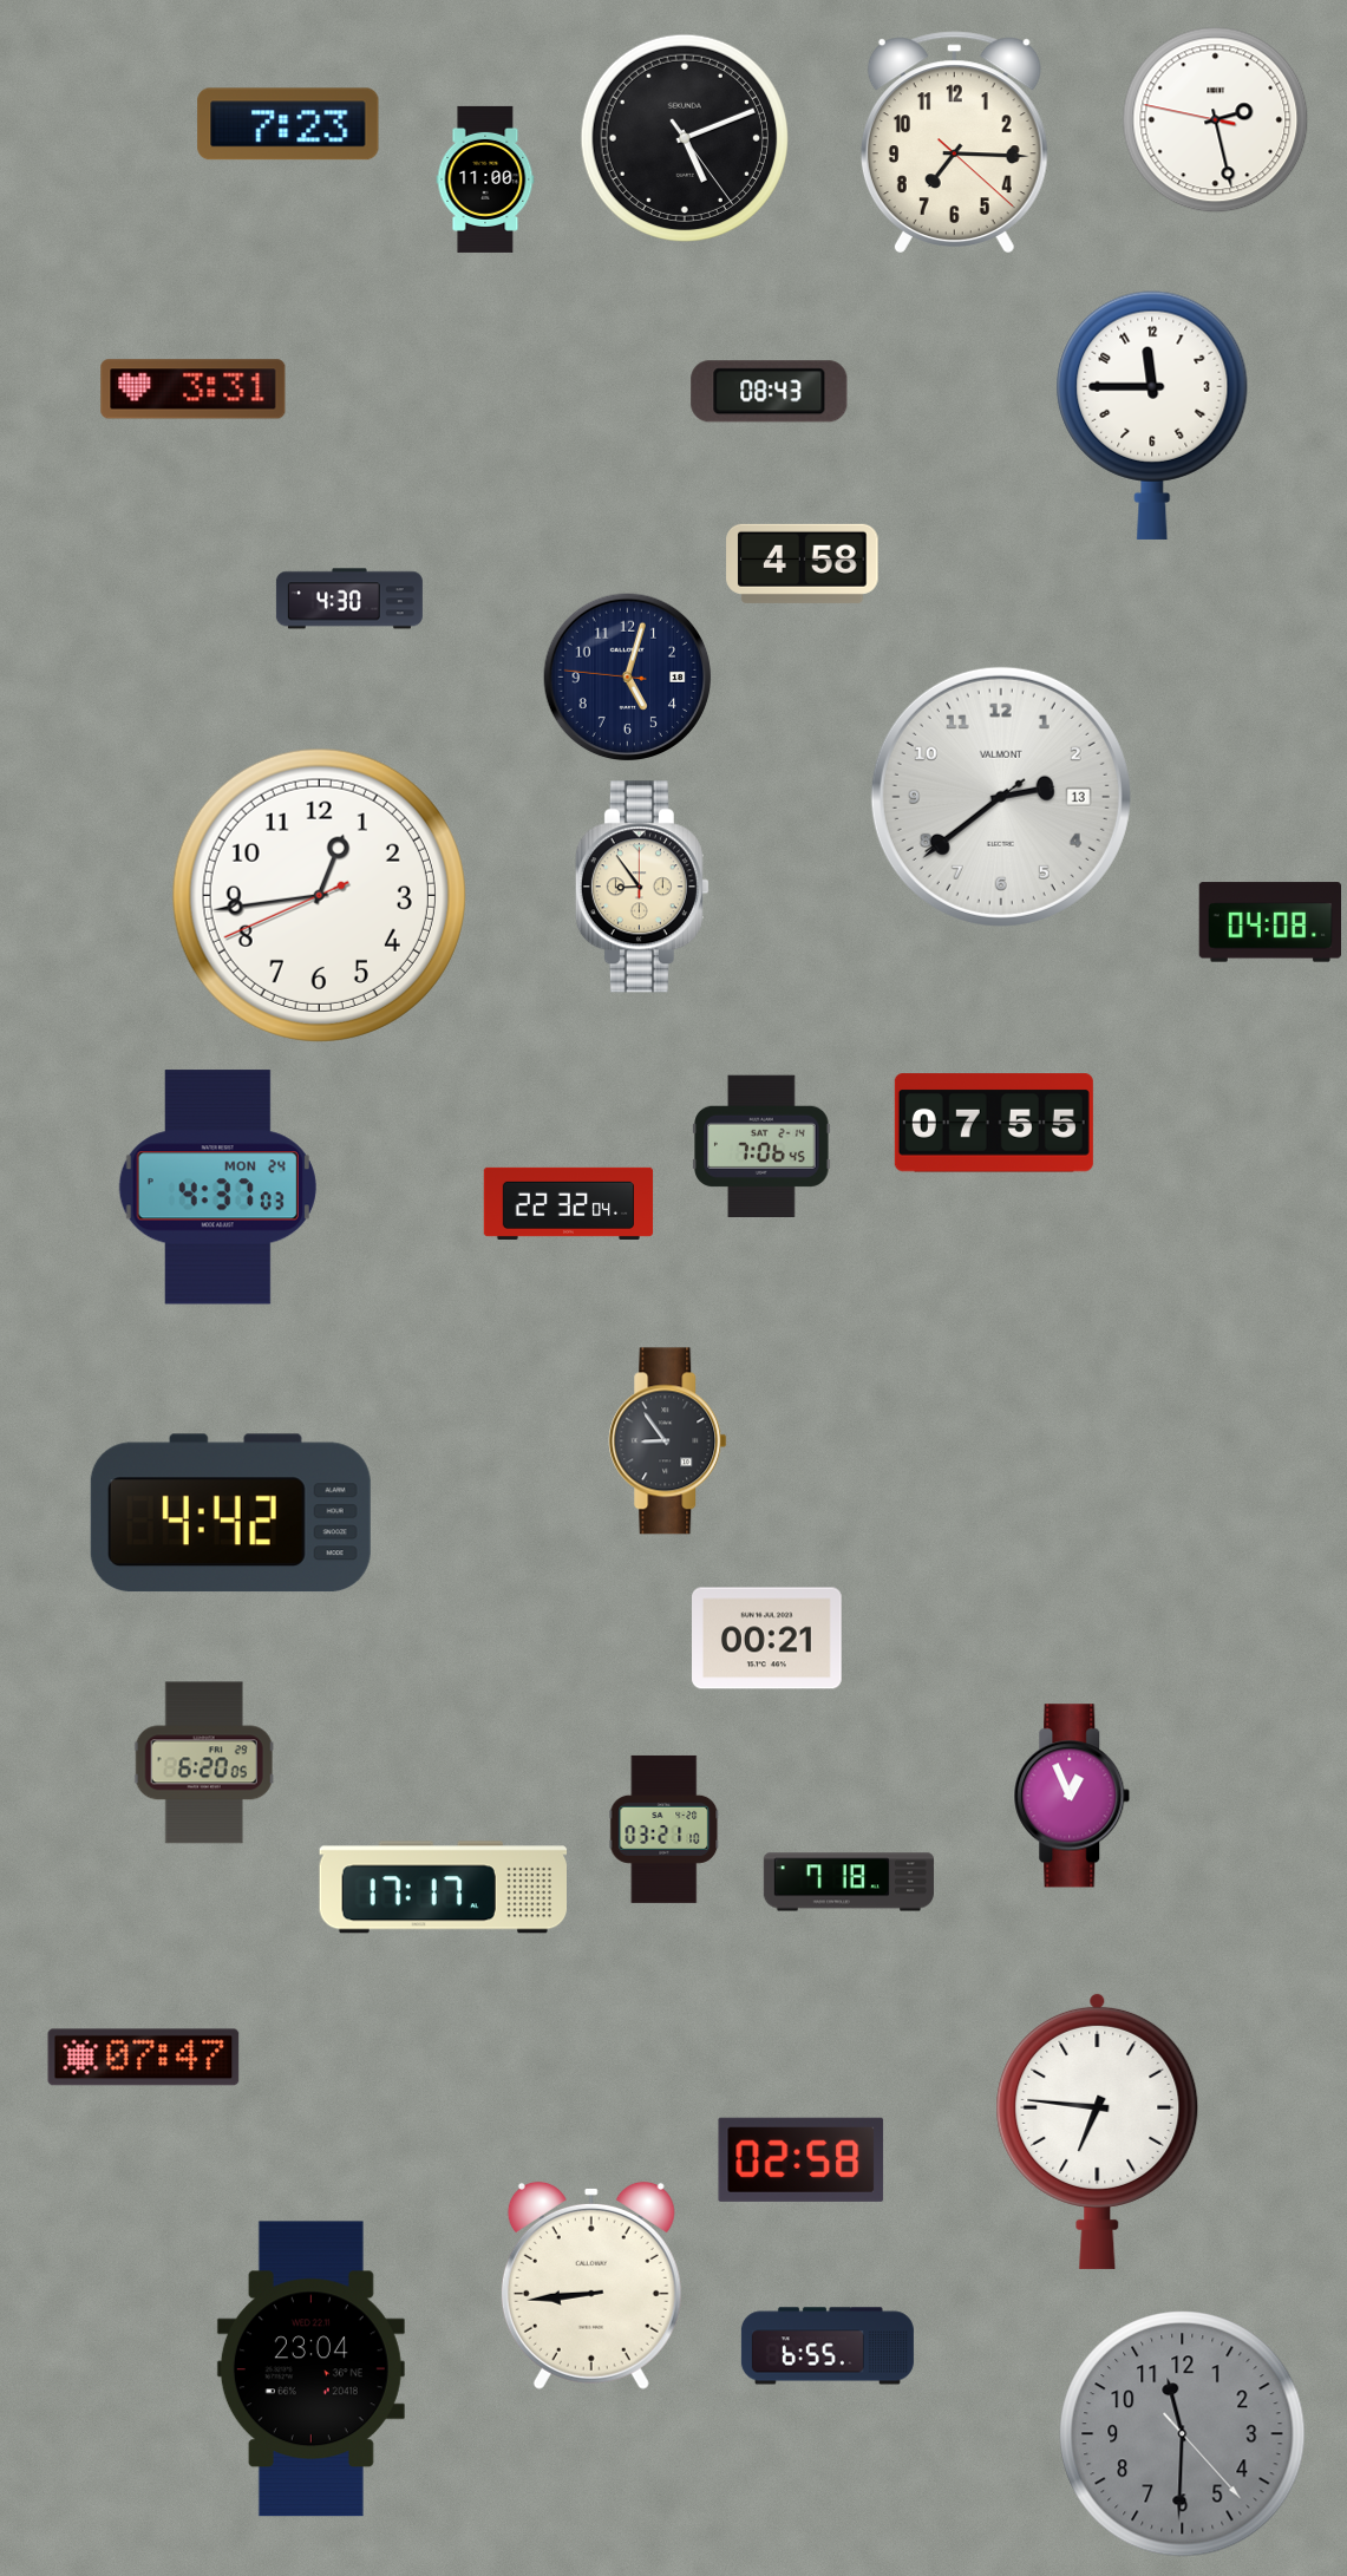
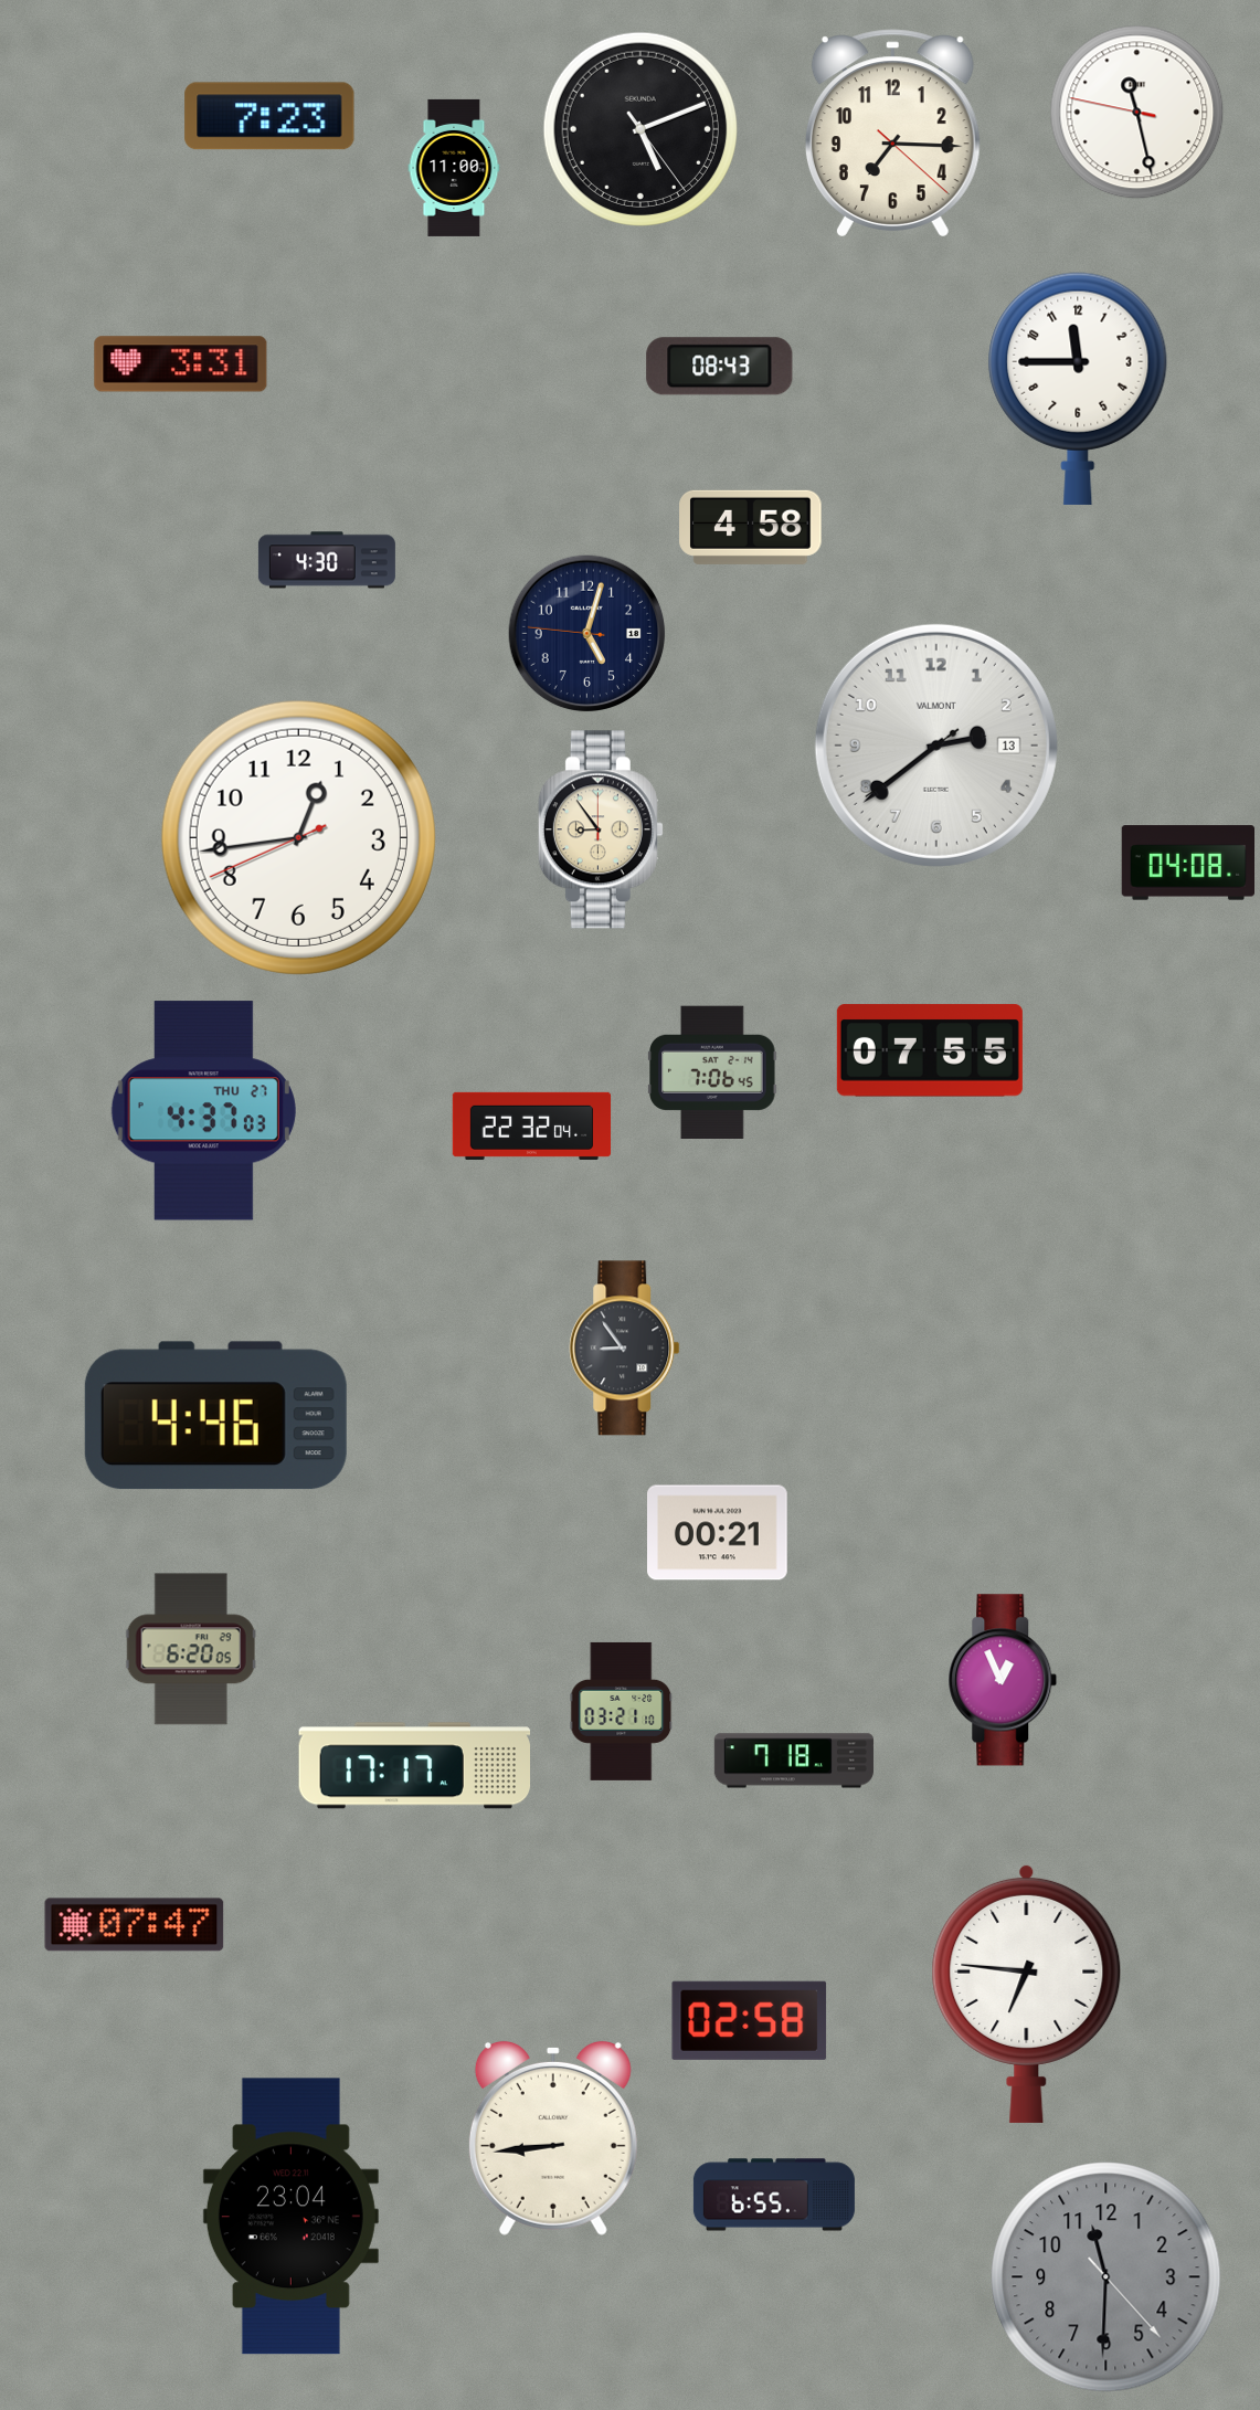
clock at (1216, 120): 2:27 -> 11:27
clock at (217, 1188) date: MON 24 -> THU 27
clock at (230, 1513): 4:42 -> 4:46
